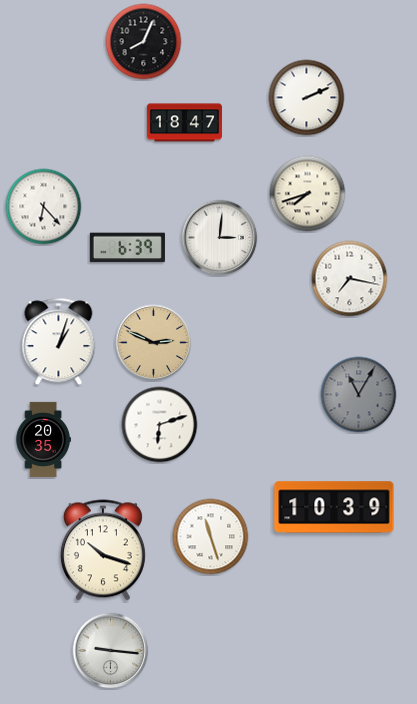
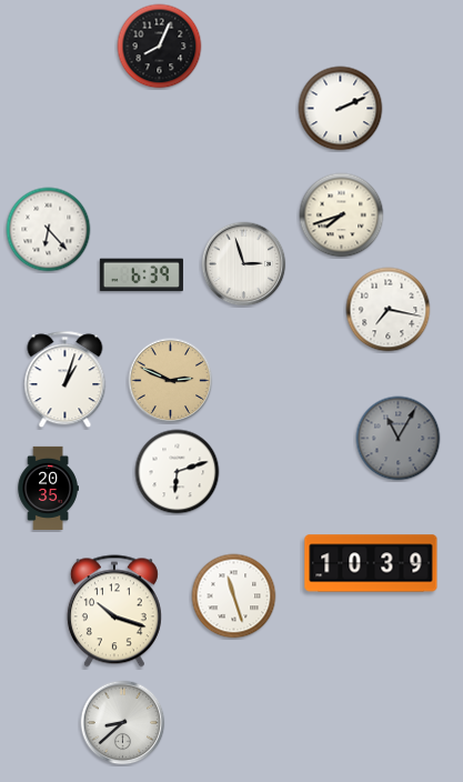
clock at (184, 123): 18:47 -> none
clock at (220, 238): 3:01 -> 2:57
clock at (111, 651): 9:16 -> 8:38
